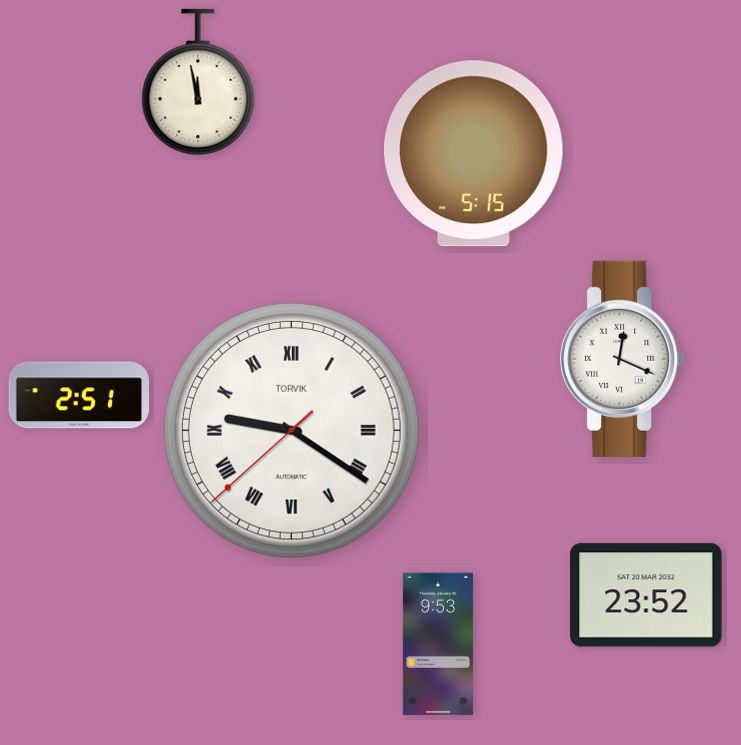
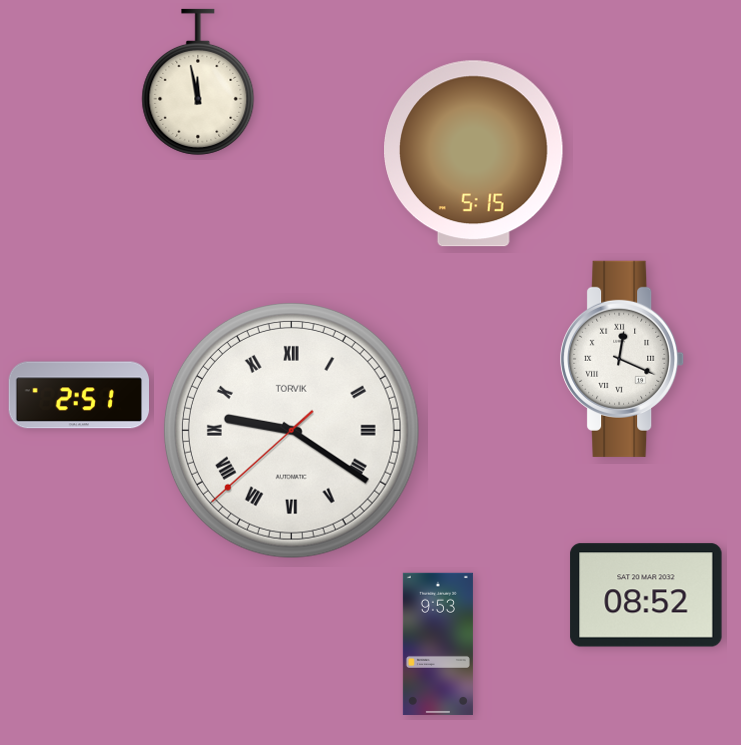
clock at (646, 595): 23:52 -> 08:52
